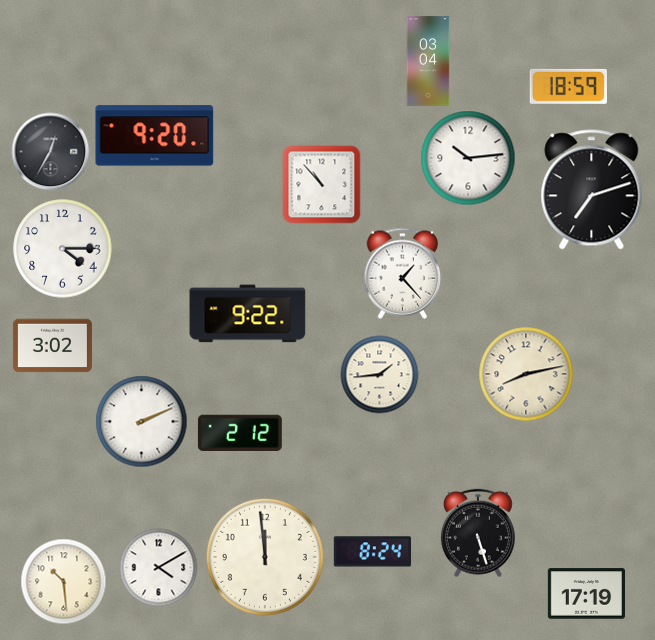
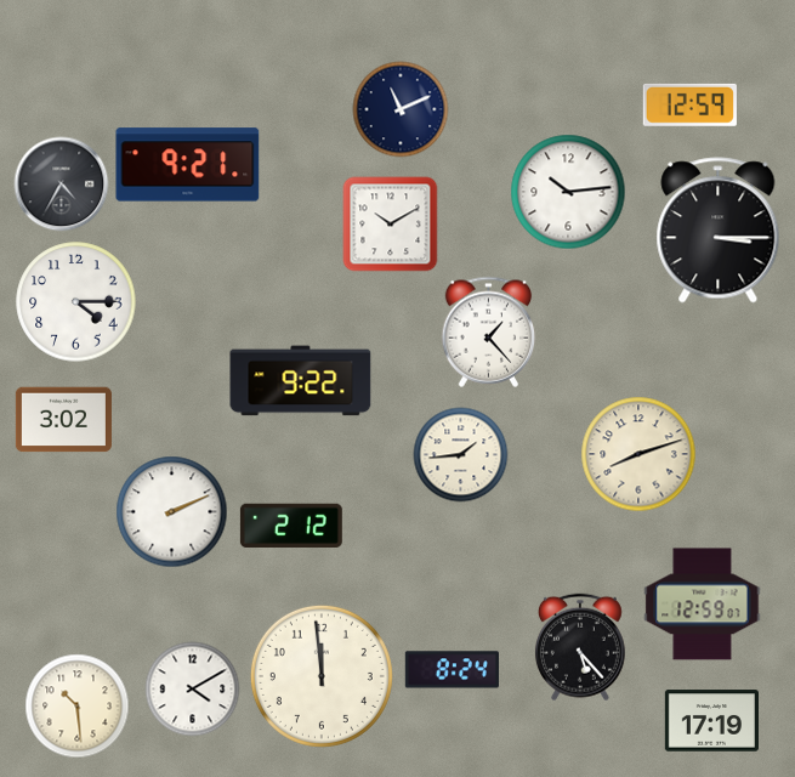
clock at (428, 61): 03:04 -> none
clock at (568, 86): 18:59 -> 12:59
clock at (401, 109): none -> 11:11
clock at (155, 136): 9:20 -> 9:21
clock at (50, 151): 12:35 -> 4:35
clock at (321, 184): 10:53 -> 10:10
clock at (592, 190): 7:12 -> 3:15
clock at (526, 374): 8:13 -> 8:12
clock at (703, 605): none -> 12:59
clock at (478, 533): 5:27 -> 5:23
